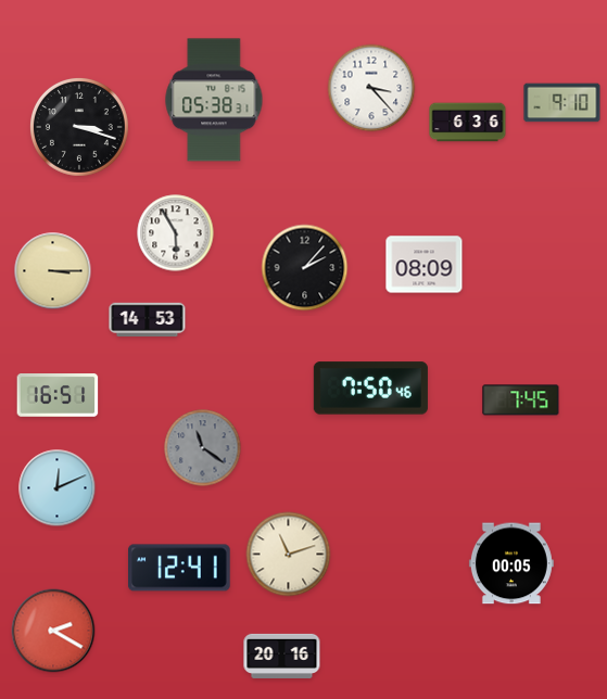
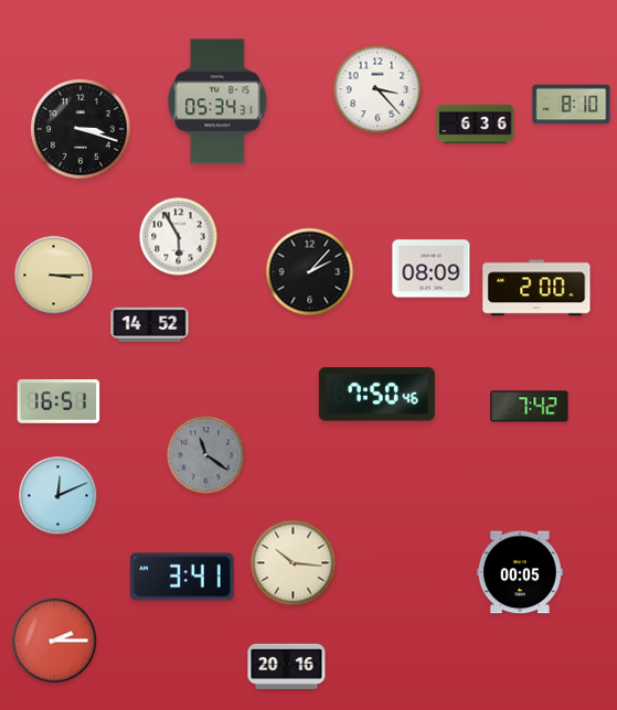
clock at (214, 100): 05:38 -> 05:34
clock at (562, 103): 9:10 -> 8:10
clock at (536, 288): none -> 2:00
clock at (148, 319): 14:53 -> 14:52
clock at (521, 401): 7:45 -> 7:42
clock at (289, 555): 11:12 -> 10:16
clock at (180, 568): 12:41 -> 3:41
clock at (53, 631): 2:20 -> 2:15
